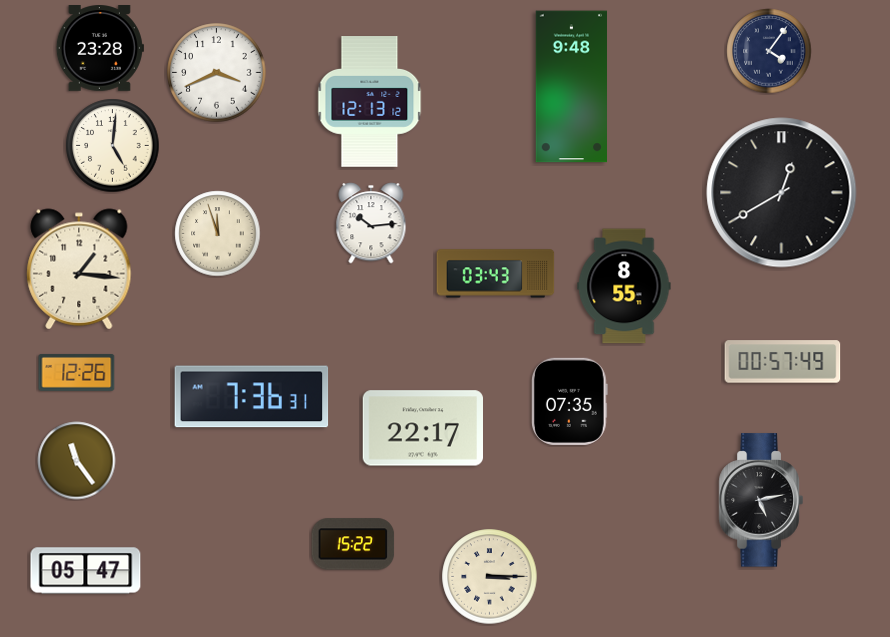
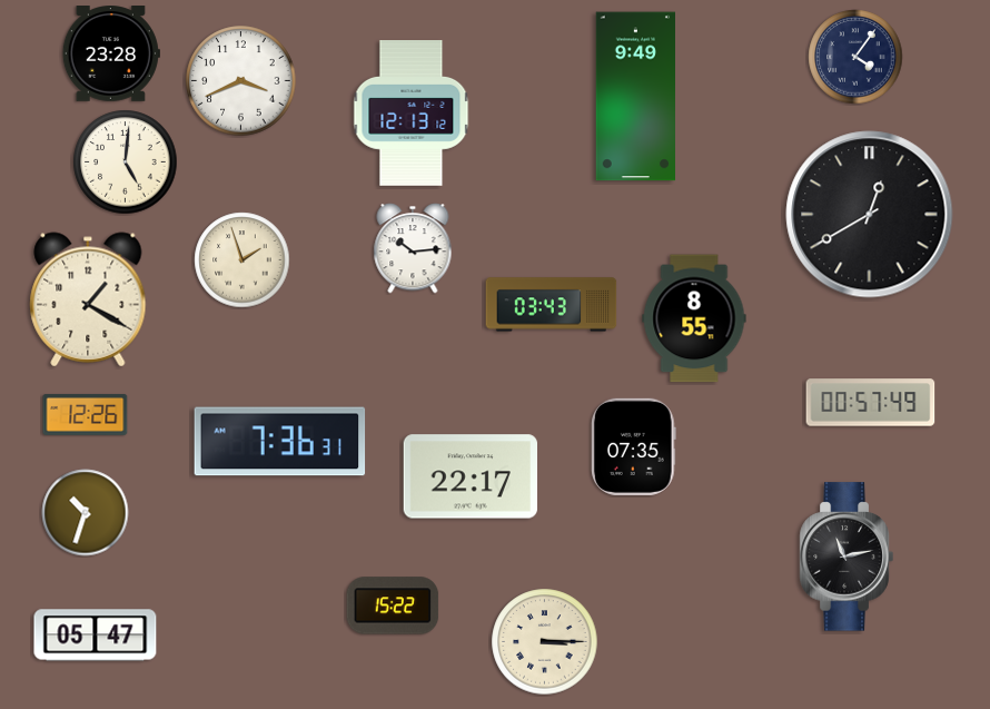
clock at (571, 87): 9:48 -> 9:49
clock at (218, 234): 11:57 -> 1:57
clock at (79, 269): 1:16 -> 1:20
clock at (77, 461): 11:24 -> 10:33
clock at (761, 500): 5:13 -> 11:13
